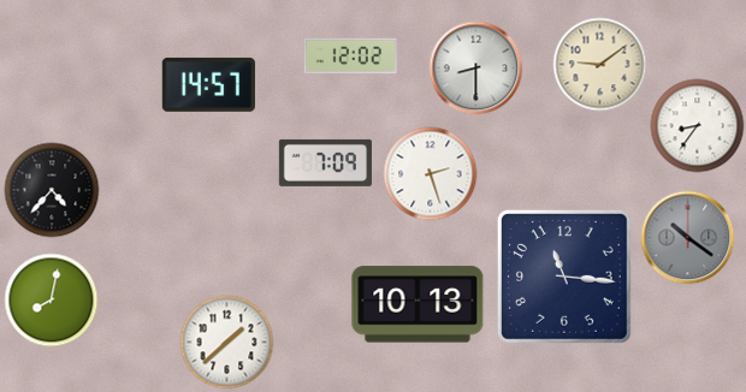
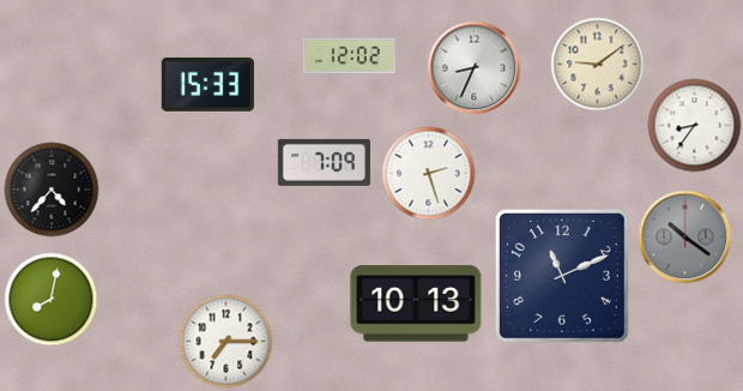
clock at (475, 67): 8:30 -> 8:34
clock at (208, 84): 14:57 -> 15:33
clock at (564, 277): 11:16 -> 11:11
clock at (226, 341): 1:38 -> 7:15
